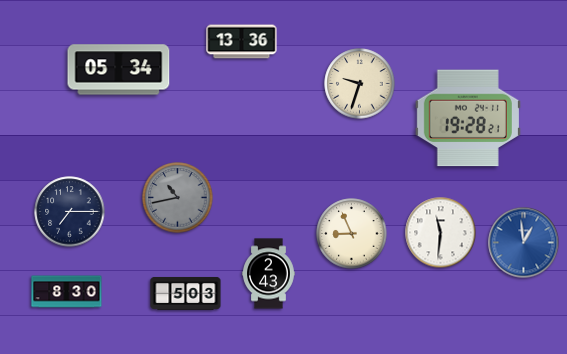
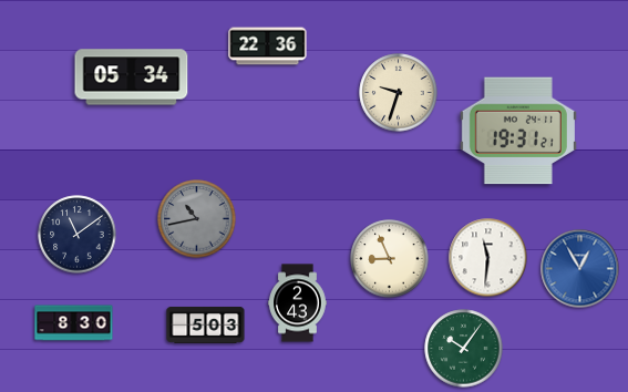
clock at (242, 42): 13:36 -> 22:36
clock at (468, 118): 19:28 -> 19:31
clock at (70, 212): 7:15 -> 11:09
clock at (524, 243): 12:59 -> 12:55
clock at (464, 349): none -> 10:06
